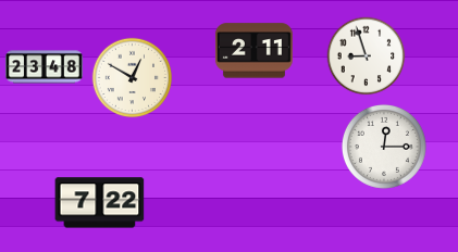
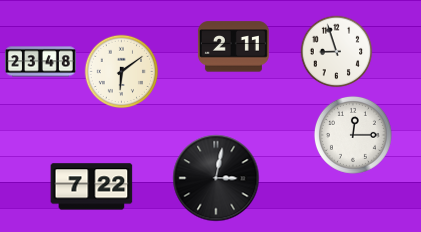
clock at (133, 78): 12:50 -> 6:09
clock at (216, 178): none -> 3:02
